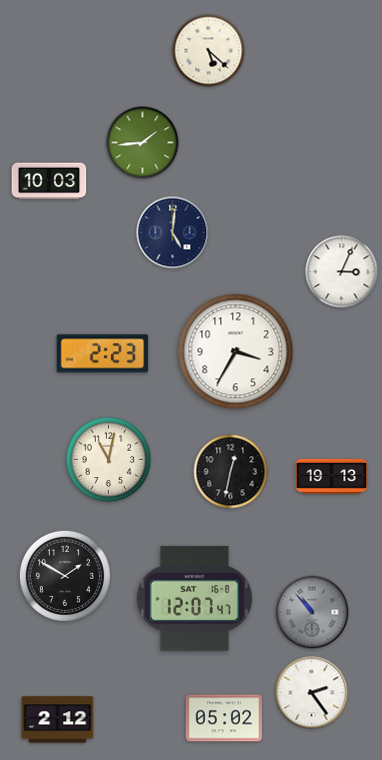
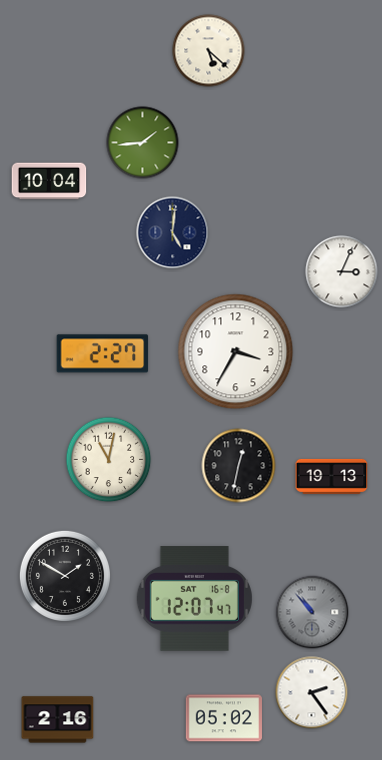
clock at (49, 181): 10:03 -> 10:04
clock at (103, 354): 2:23 -> 2:27
clock at (231, 472) position: (231, 472) -> (239, 466)
clock at (58, 720): 2:12 -> 2:16
